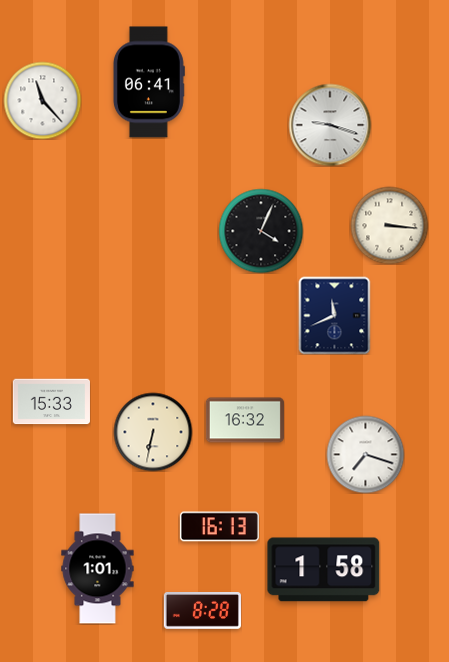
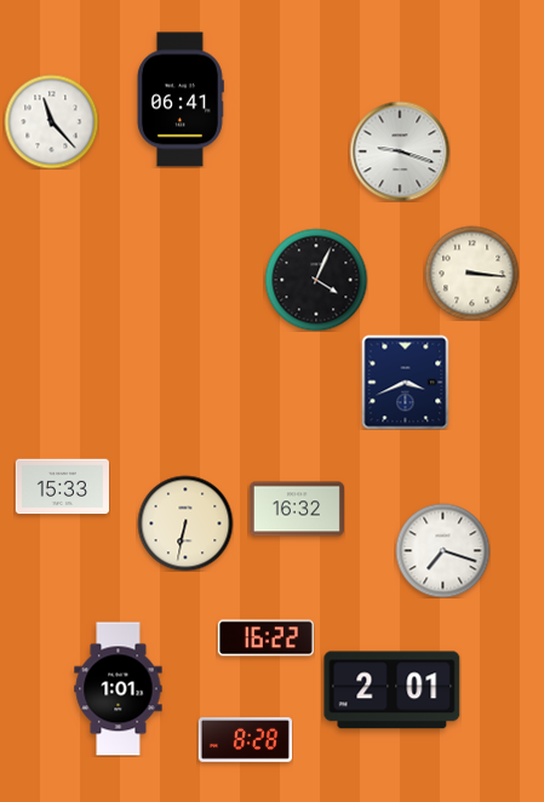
clock at (335, 315): 11:41 -> 3:41
clock at (219, 527): 16:13 -> 16:22
clock at (324, 570): 1:58 -> 2:01
